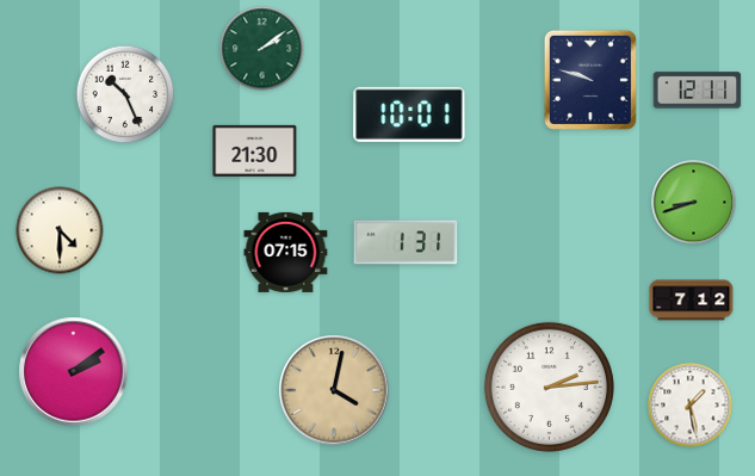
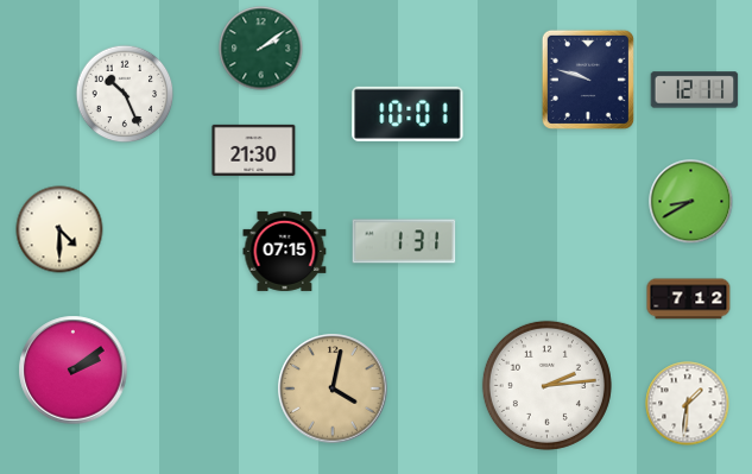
clock at (694, 203): 8:42 -> 8:40
clock at (691, 406): 1:28 -> 1:31
